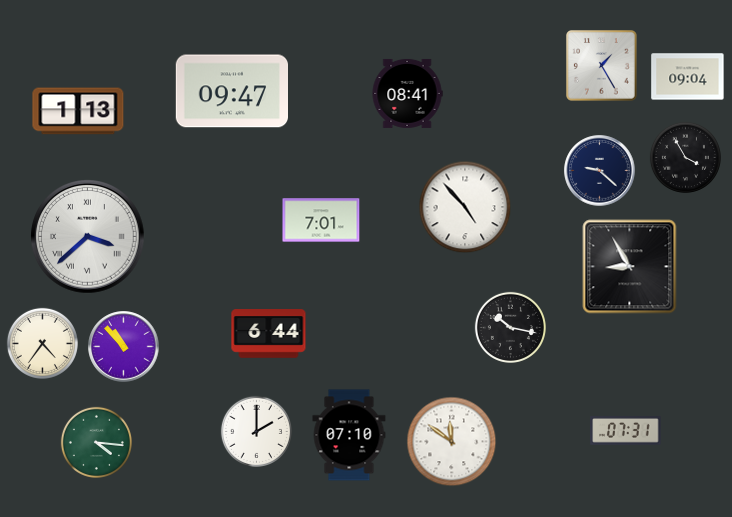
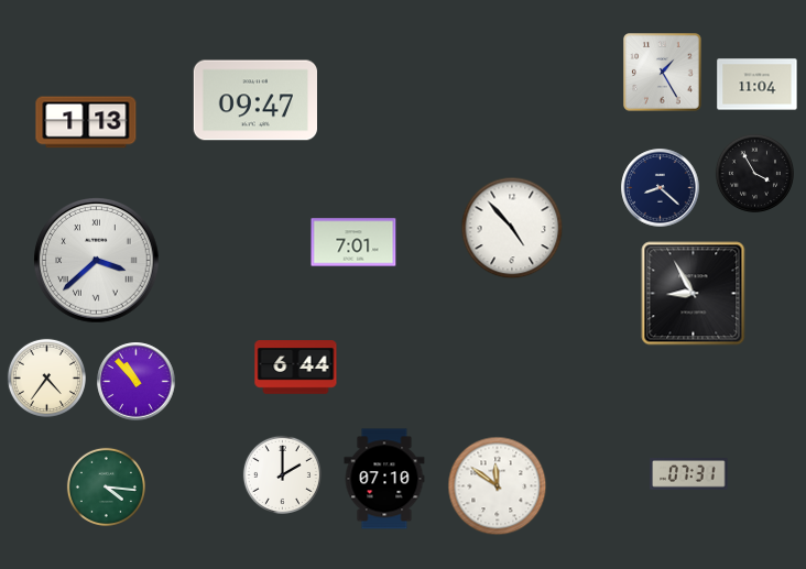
clock at (688, 77): 09:04 -> 11:04
clock at (407, 93): 08:41 -> none
clock at (600, 171): 9:22 -> 8:22
clock at (510, 327): 10:17 -> none
